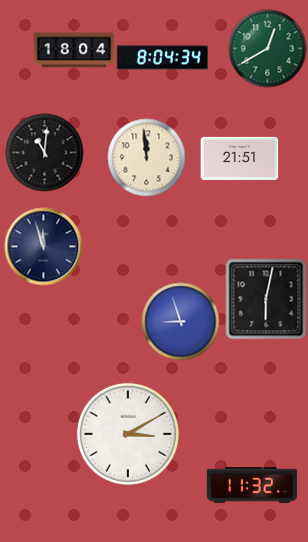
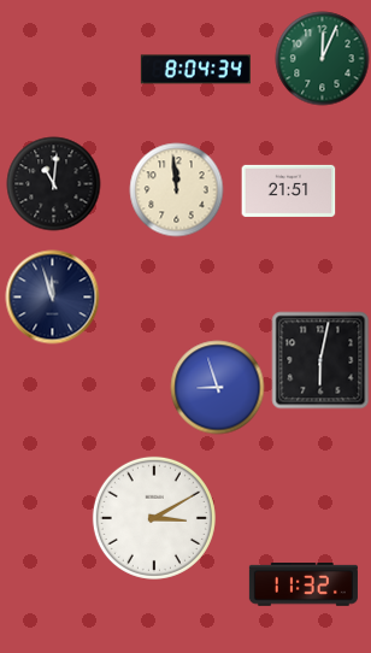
clock at (267, 48): 12:40 -> 12:04
clock at (74, 50): 18:04 -> none
clock at (128, 434) position: (128, 434) -> (154, 518)
